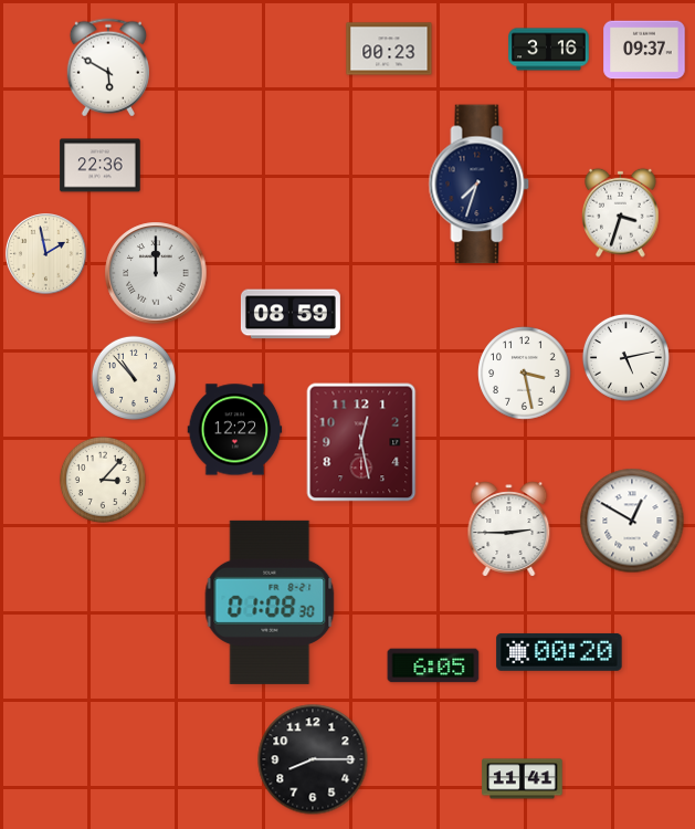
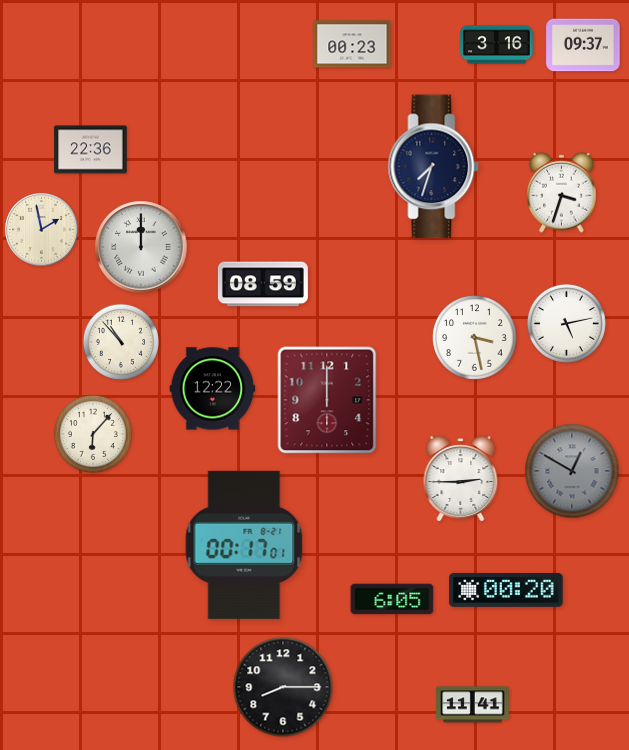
clock at (108, 67): 5:50 -> none
clock at (361, 442): 12:28 -> 12:00
clock at (103, 480): 3:07 -> 6:07
clock at (632, 521) dial: white -> grey
clock at (270, 602): 01:08 -> 00:17
clock at (433, 665) position: (433, 665) -> (392, 599)
